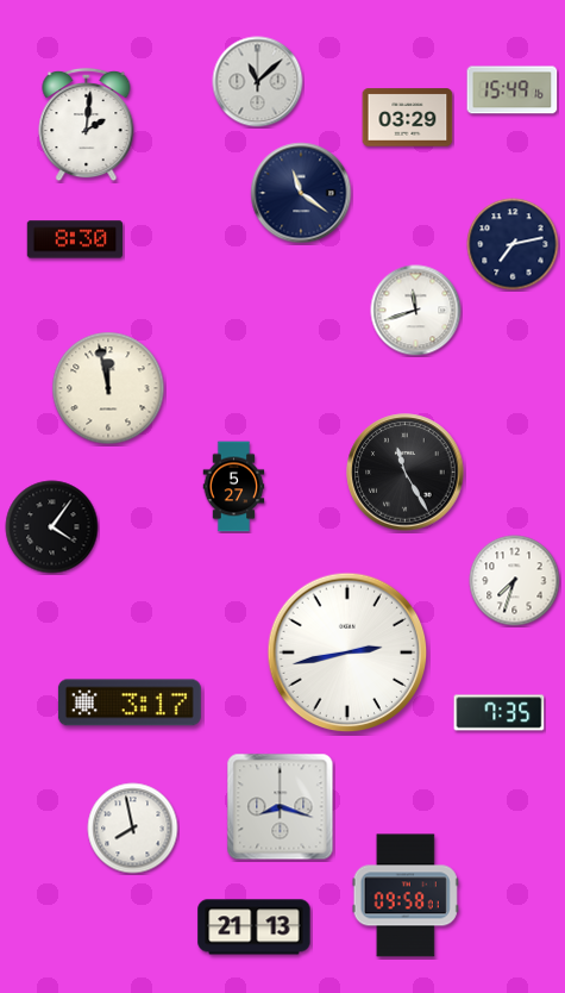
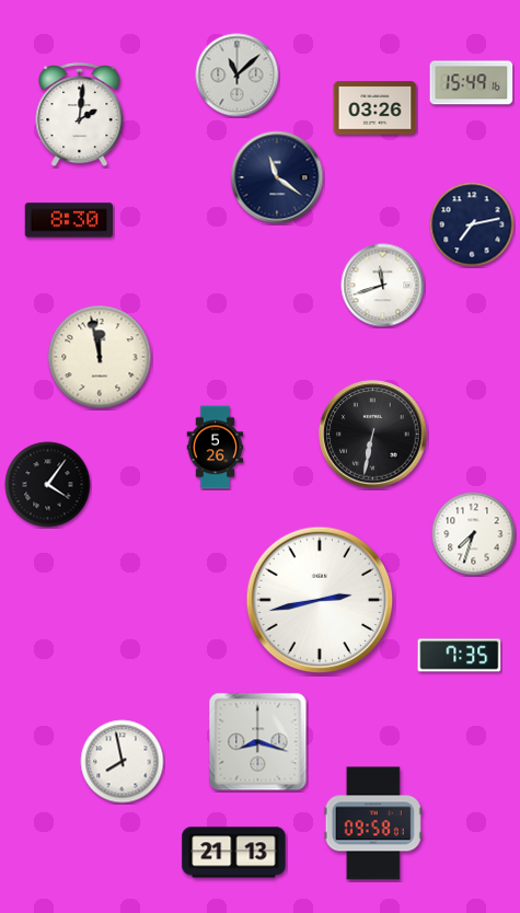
clock at (408, 118): 03:29 -> 03:26
clock at (406, 473): 11:25 -> 6:32
clock at (234, 487): 5:27 -> 5:26
clock at (130, 702): 3:17 -> none
